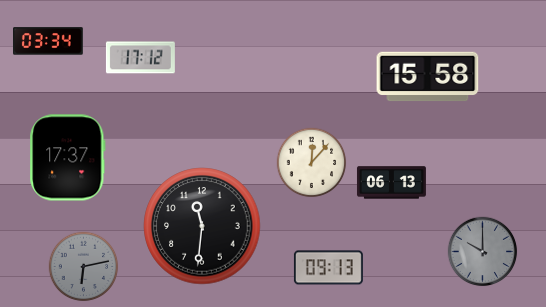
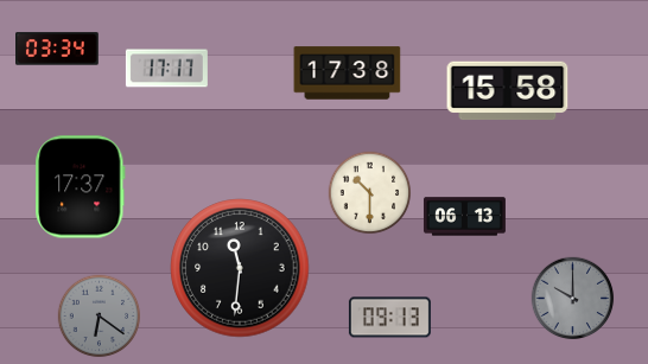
clock at (140, 58): 17:12 -> 17:17
clock at (348, 74): none -> 17:38
clock at (312, 163): 12:07 -> 10:30
clock at (84, 267): 6:13 -> 6:21
